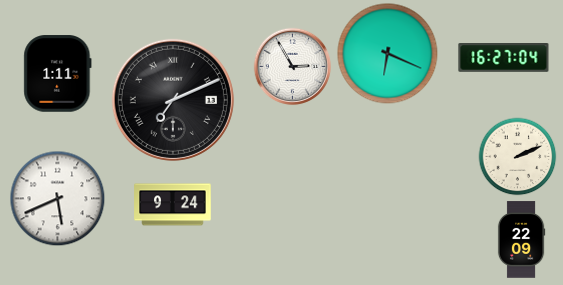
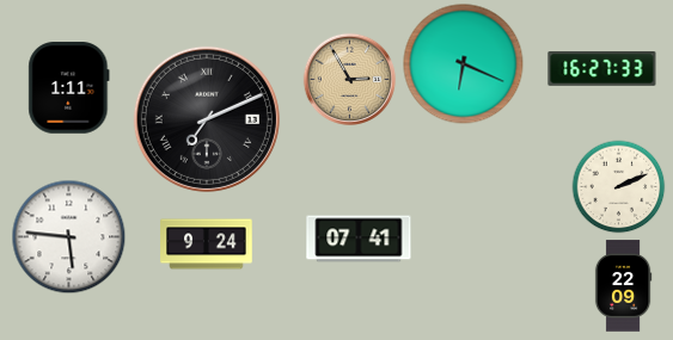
clock at (504, 58): 16:27:04 -> 16:27:33
clock at (292, 66) dial: white -> champagne
clock at (57, 198): 5:41 -> 5:46
clock at (359, 239): none -> 07:41
